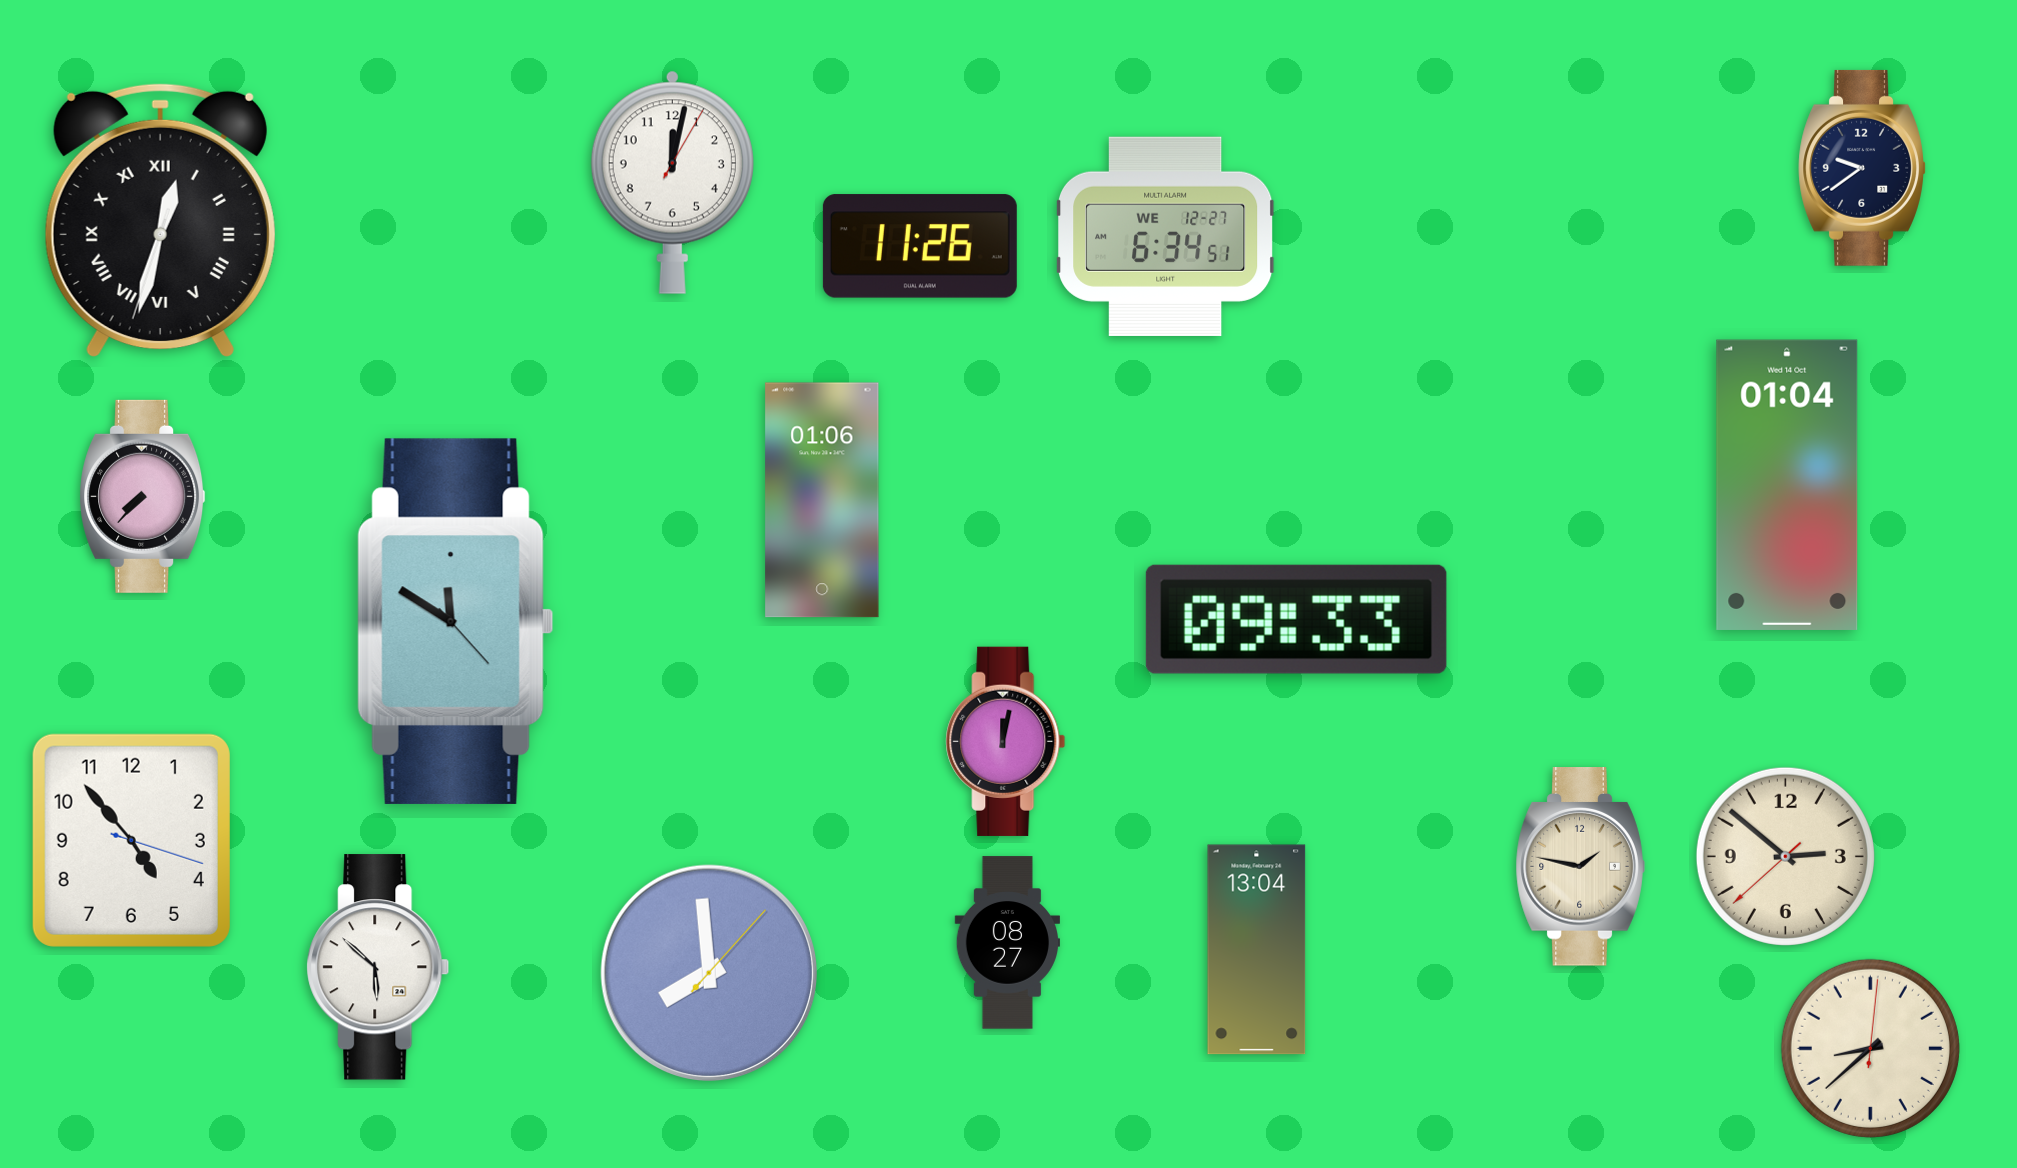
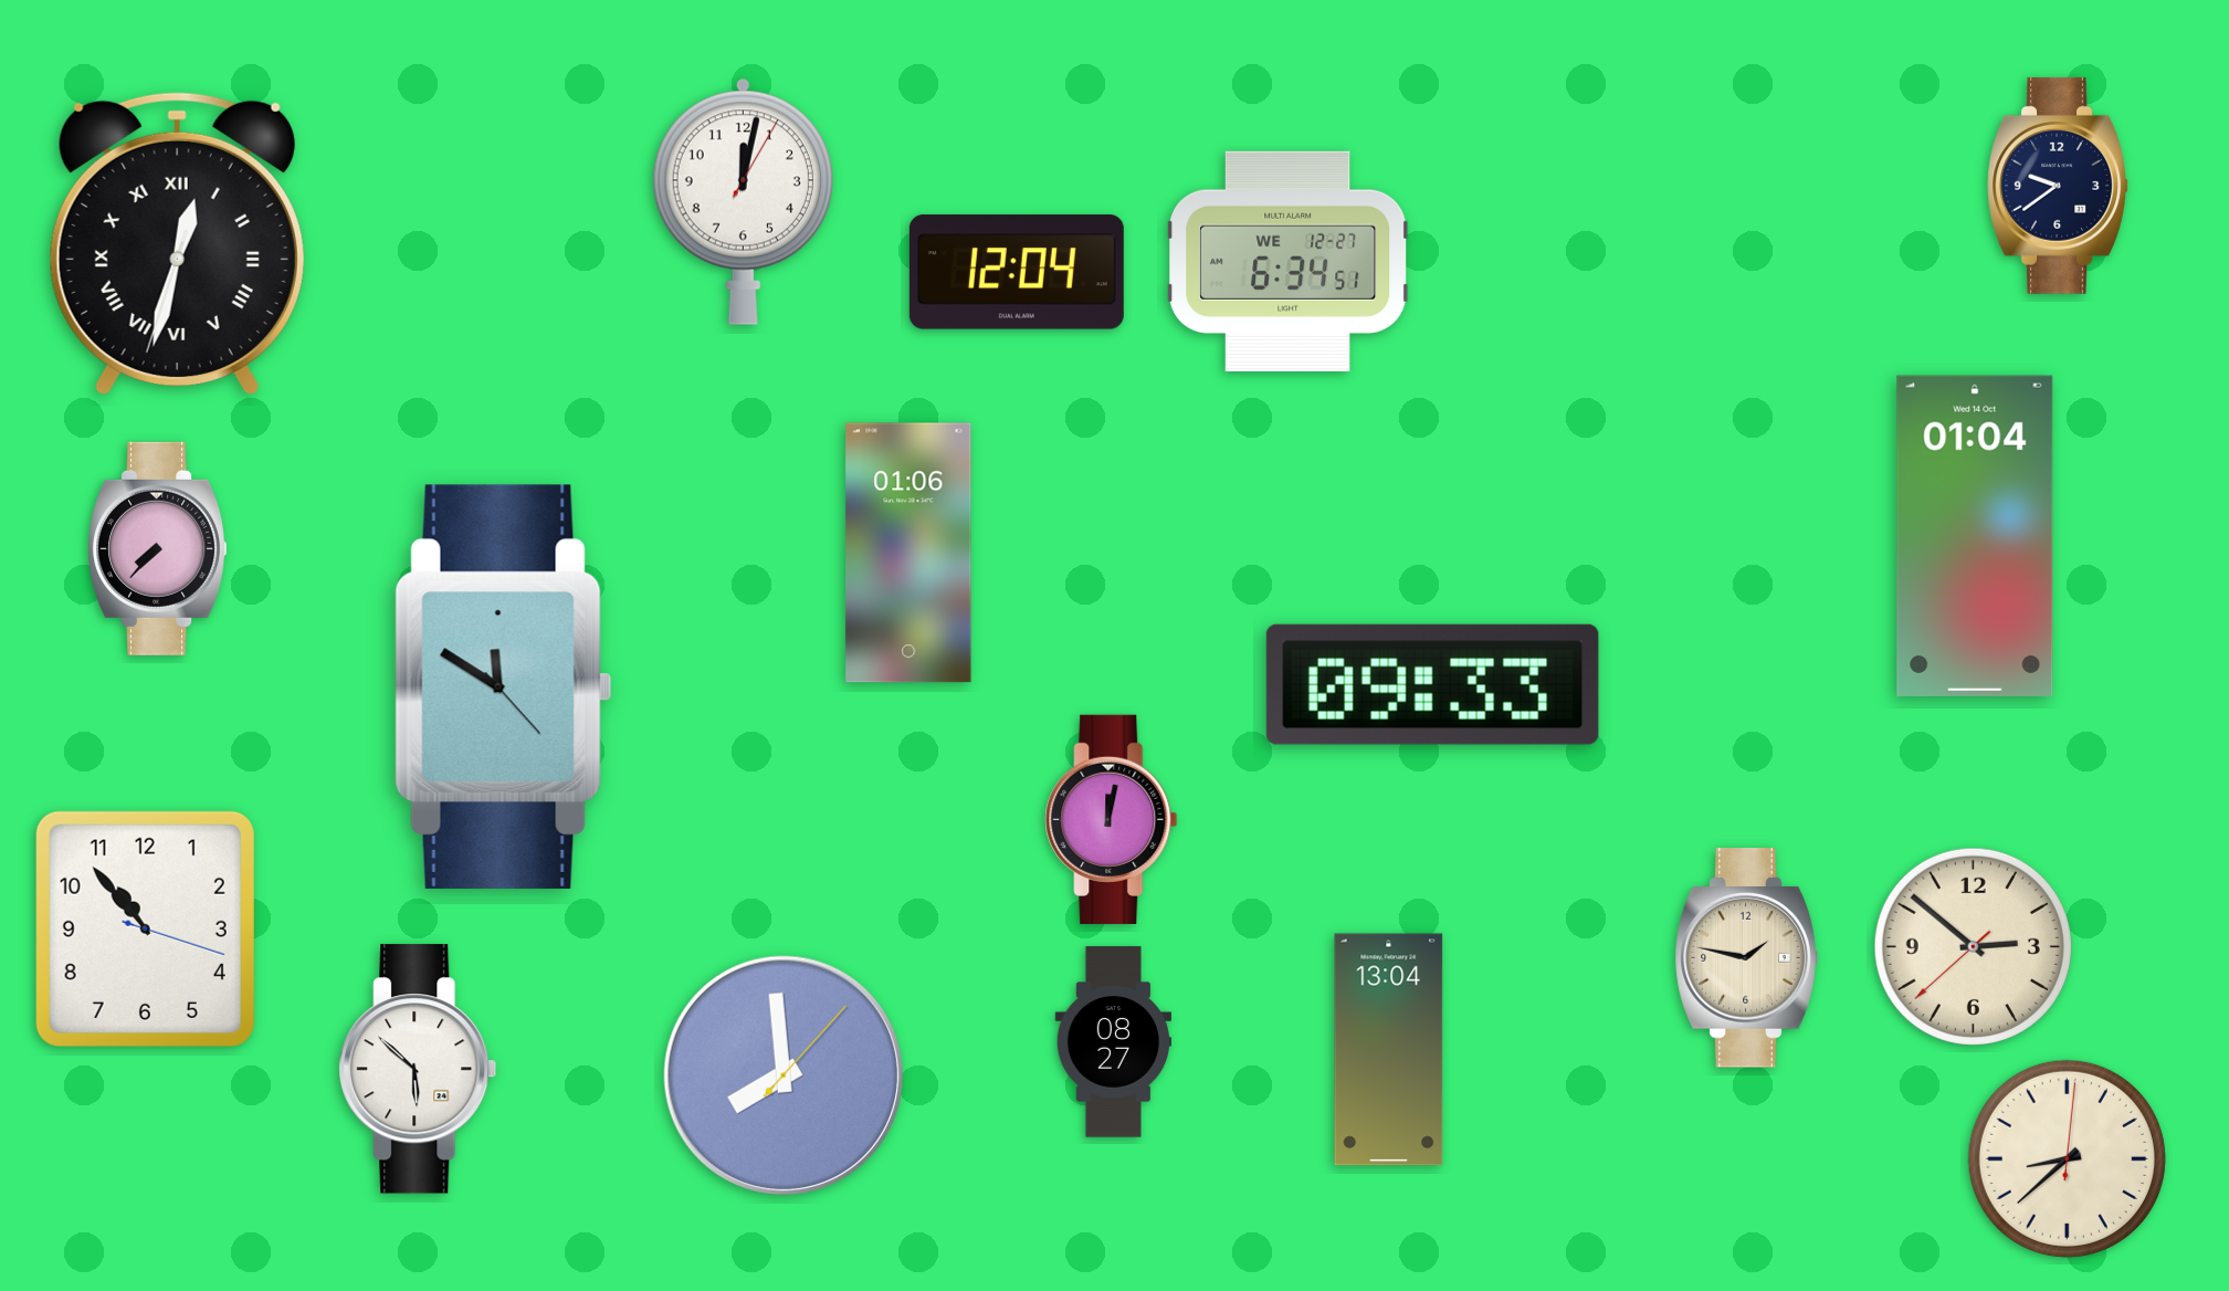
clock at (920, 246): 11:26 -> 12:04
clock at (131, 840): 4:53 -> 10:53
